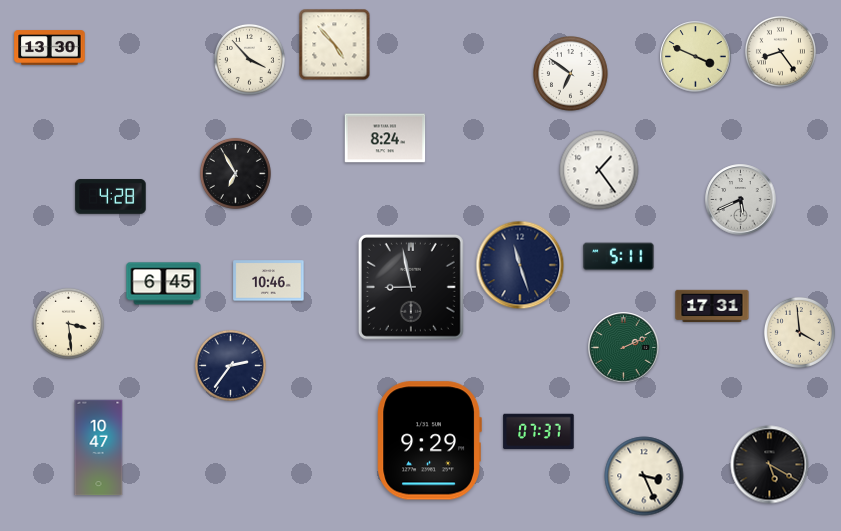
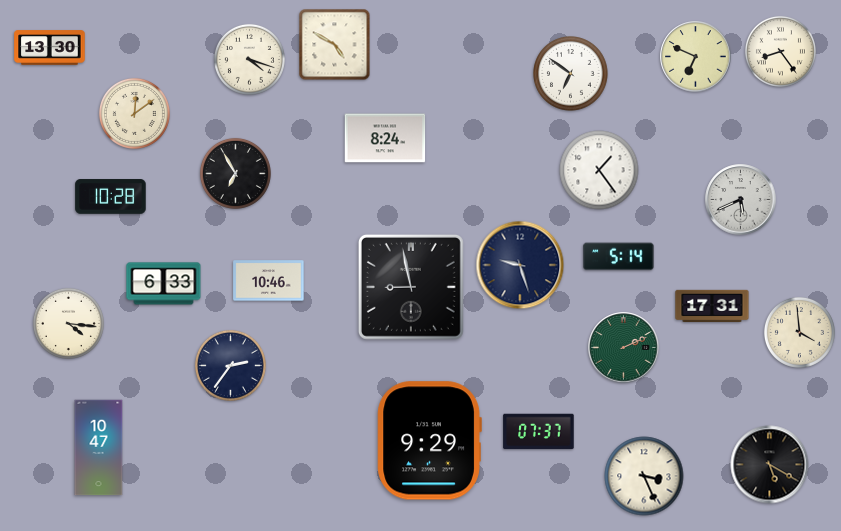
clock at (335, 45): 4:53 -> 4:50
clock at (696, 57): 3:49 -> 6:49
clock at (249, 59): 3:53 -> 4:18
clock at (134, 113): none -> 12:09
clock at (111, 197): 4:28 -> 10:28
clock at (619, 257): 5:11 -> 5:14
clock at (520, 265): 11:27 -> 9:27
clock at (164, 284): 6:45 -> 6:33
clock at (68, 323): 3:29 -> 4:16
